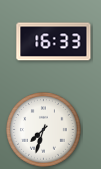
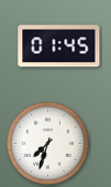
clock at (54, 42): 16:33 -> 01:45
